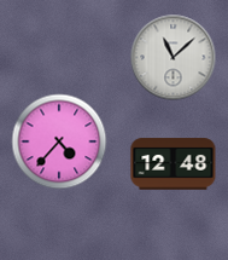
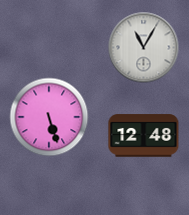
clock at (174, 58): 11:08 -> 11:05
clock at (59, 141): 4:37 -> 5:27
